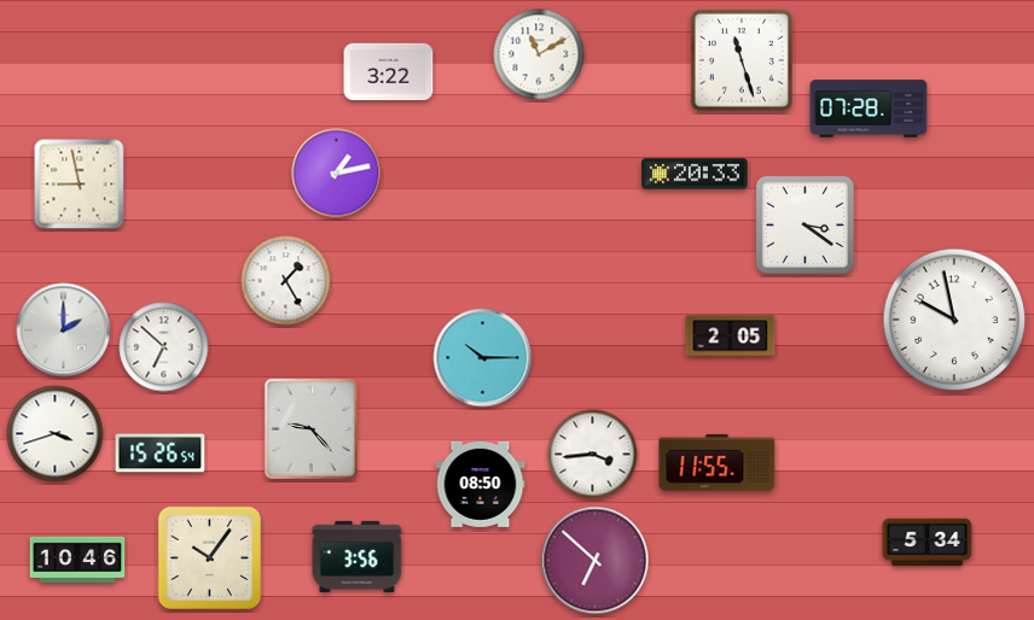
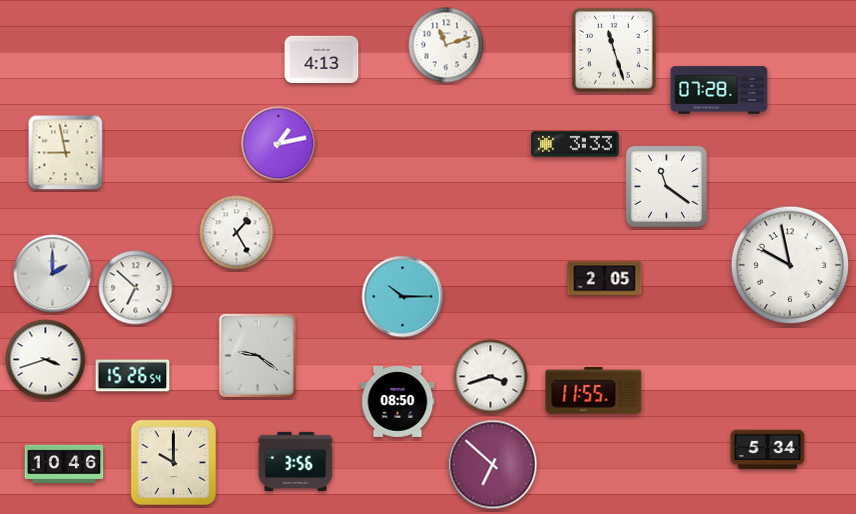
clock at (539, 54): 11:10 -> 11:12
clock at (389, 71): 3:22 -> 4:13
clock at (695, 174): 20:33 -> 3:33
clock at (804, 224): 3:21 -> 11:21
clock at (483, 358) position: (483, 358) -> (403, 297)
clock at (310, 428): 9:23 -> 9:21
clock at (593, 455): 3:44 -> 3:42
clock at (718, 463) position: (718, 463) -> (594, 391)
clock at (209, 557): 10:06 -> 10:00
